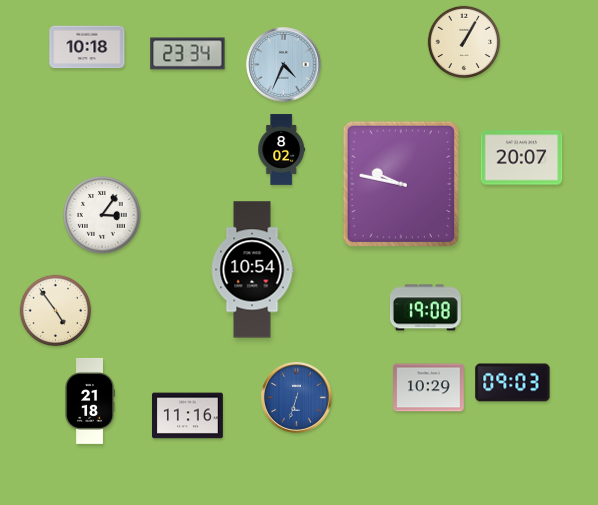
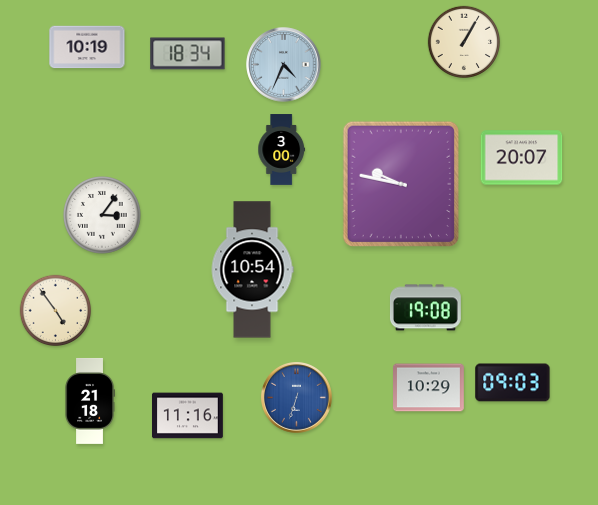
clock at (87, 47): 10:18 -> 10:19
clock at (188, 54): 23:34 -> 18:34
clock at (282, 150): 8:02 -> 3:00
